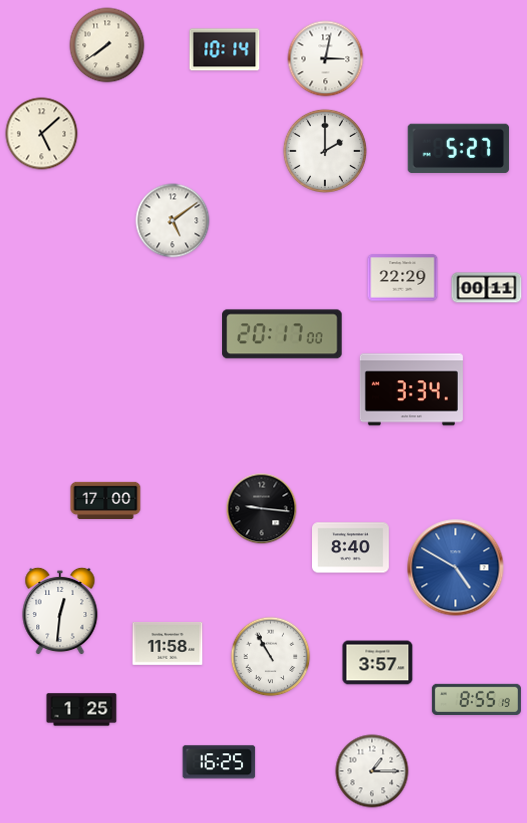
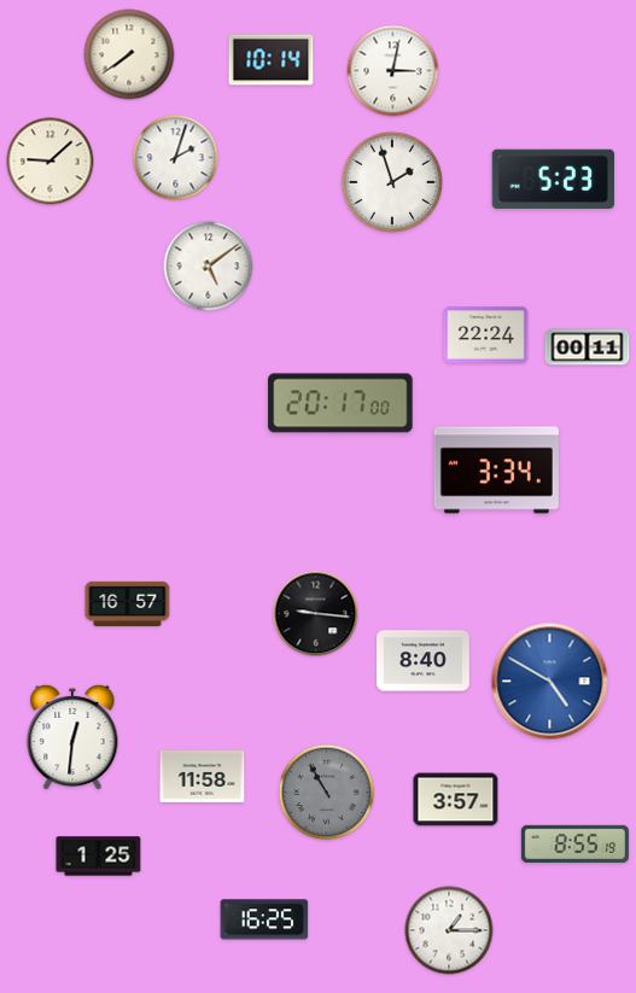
clock at (176, 158): none -> 2:03
clock at (42, 134): 5:08 -> 9:08
clock at (458, 148): 5:27 -> 5:23
clock at (325, 151): 2:00 -> 1:57
clock at (403, 278): 22:29 -> 22:24
clock at (106, 500): 17:00 -> 16:57
clock at (456, 568) position: (456, 568) -> (550, 682)
clock at (271, 657) dial: white -> grey
